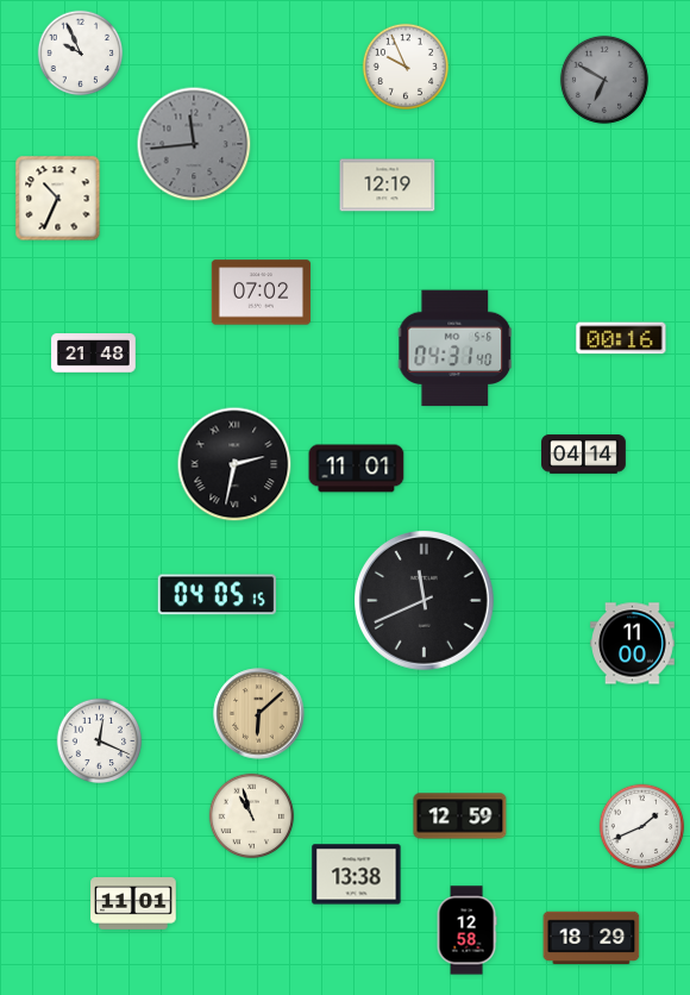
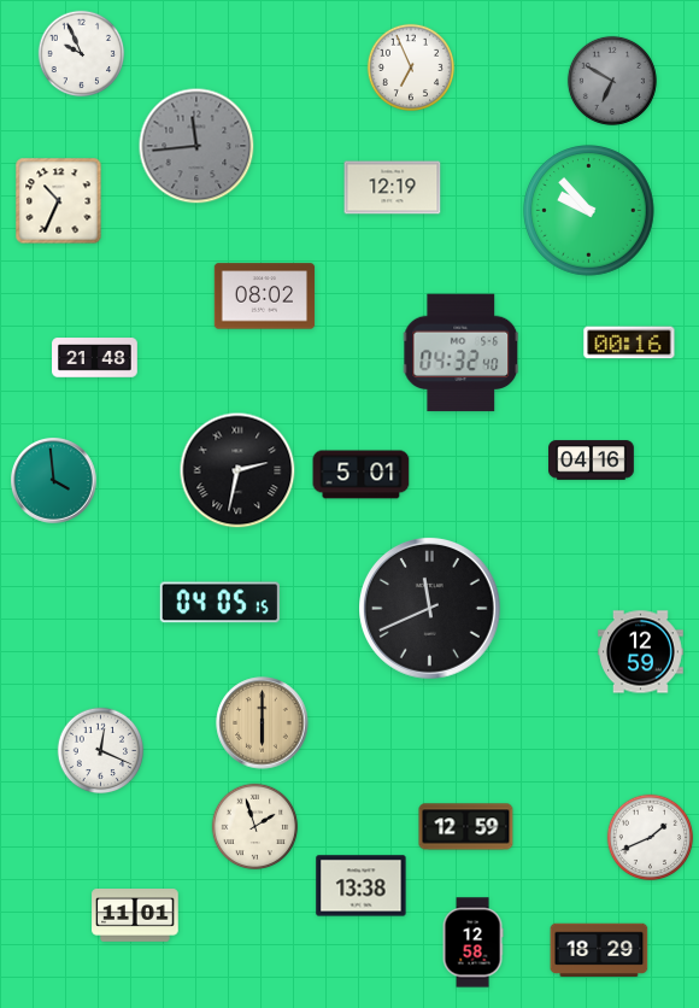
clock at (404, 65): 9:56 -> 6:56
clock at (589, 211): none -> 9:53
clock at (262, 293): 07:02 -> 08:02
clock at (456, 349): 04:31 -> 04:32
clock at (584, 455): 04:14 -> 04:16
clock at (357, 469): 11:01 -> 5:01
clock at (54, 481): none -> 3:59
clock at (633, 644): 11:00 -> 12:59
clock at (259, 714): 6:08 -> 6:00
clock at (252, 816): 10:57 -> 1:57
